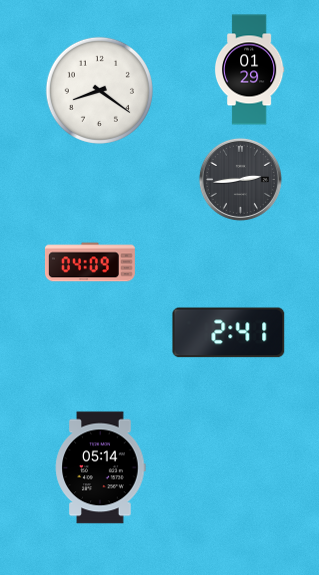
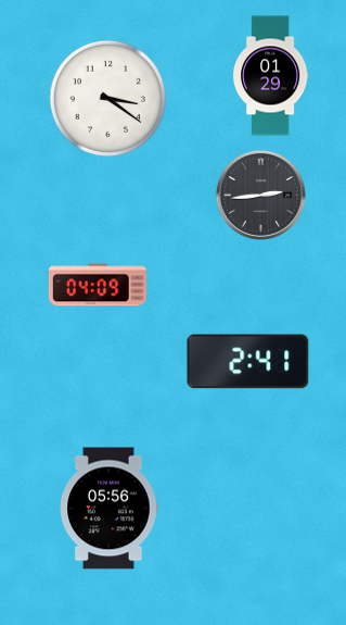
clock at (99, 90): 8:21 -> 3:21
clock at (100, 468): 05:14 -> 05:56
